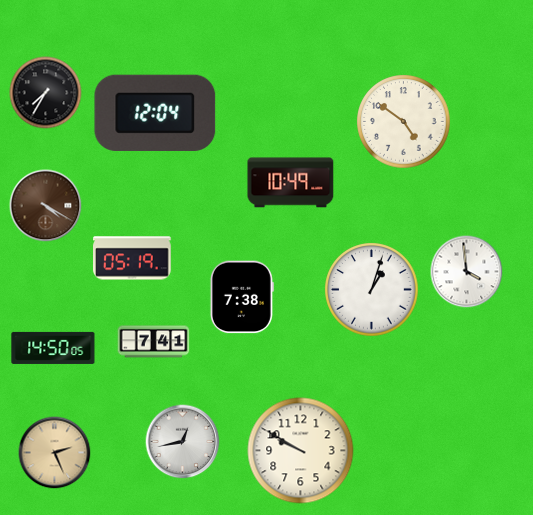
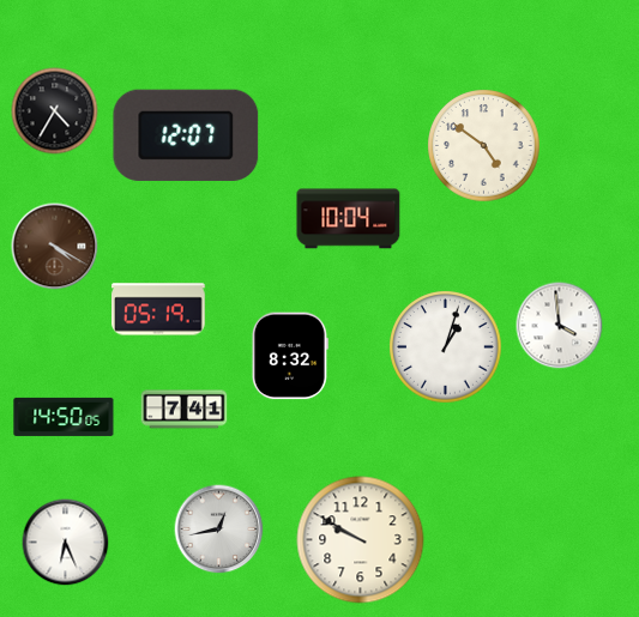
clock at (46, 93): 7:35 -> 4:35
clock at (155, 113): 12:04 -> 12:07
clock at (291, 183): 10:49 -> 10:04
clock at (242, 297): 7:38 -> 8:32
clock at (55, 453): 2:26 -> 6:26
clock at (55, 453) dial: champagne -> white
